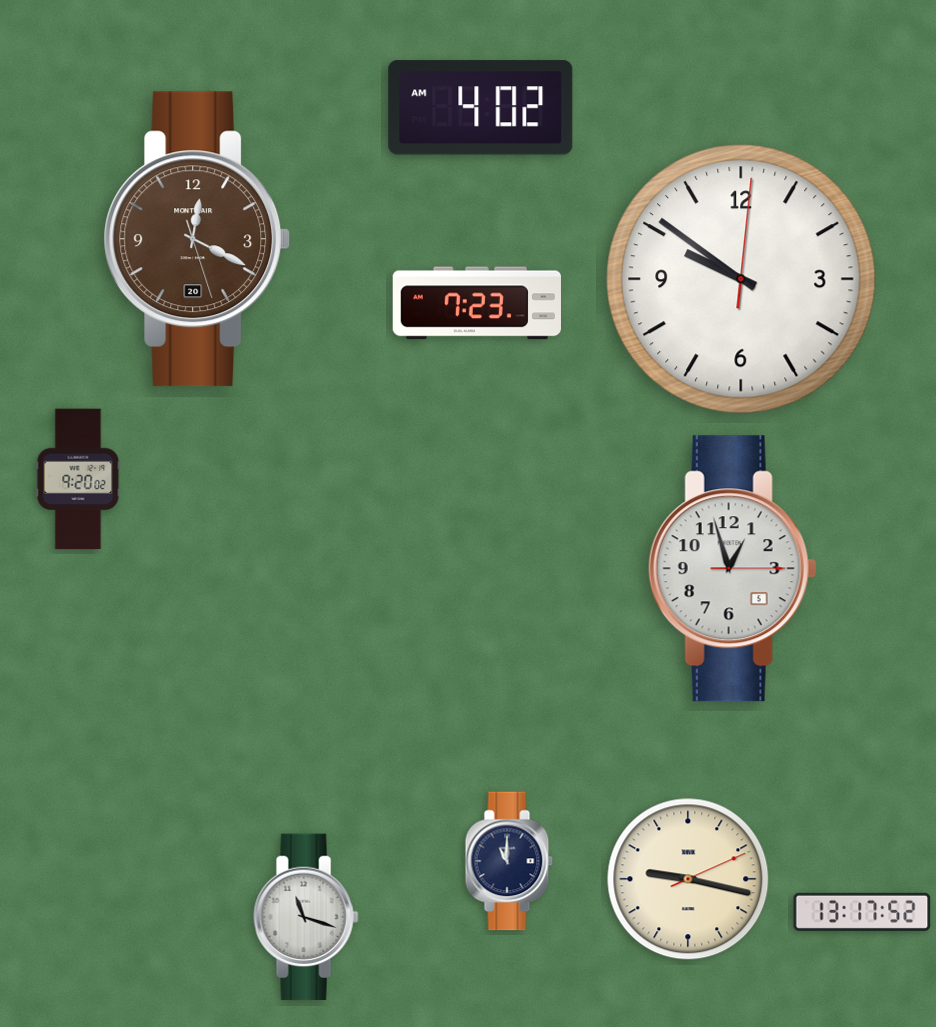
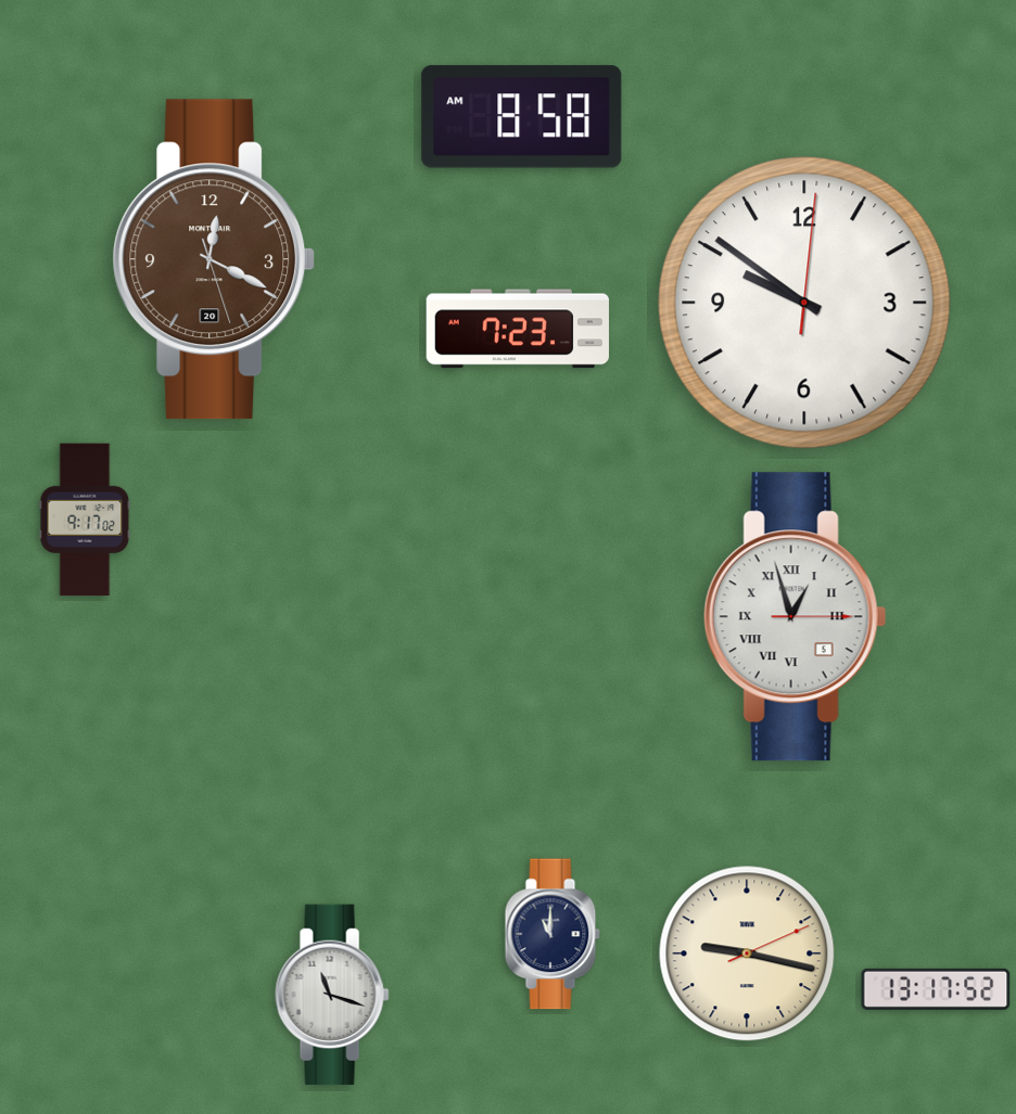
clock at (481, 108): 4:02 -> 8:58
clock at (78, 479): 9:20 -> 9:17
clock at (732, 569) numerals: Arabic -> Roman
